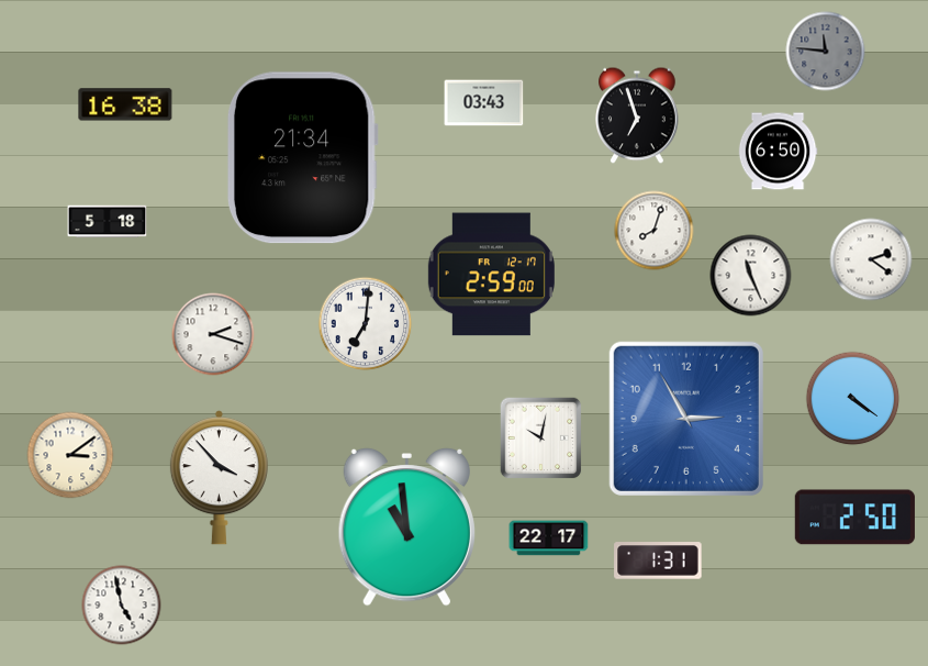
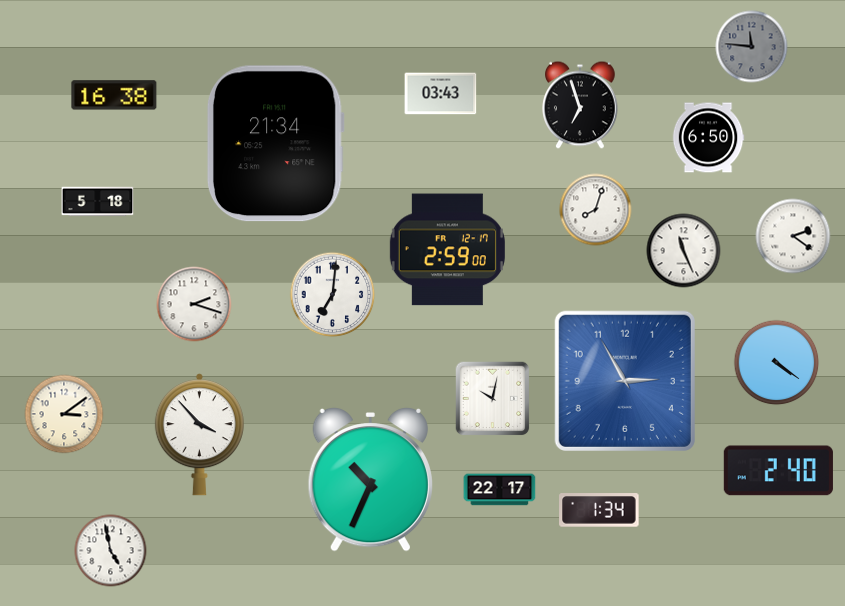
clock at (854, 518): 2:50 -> 2:40
clock at (406, 526): 10:59 -> 10:34
clock at (658, 560): 1:31 -> 1:34
